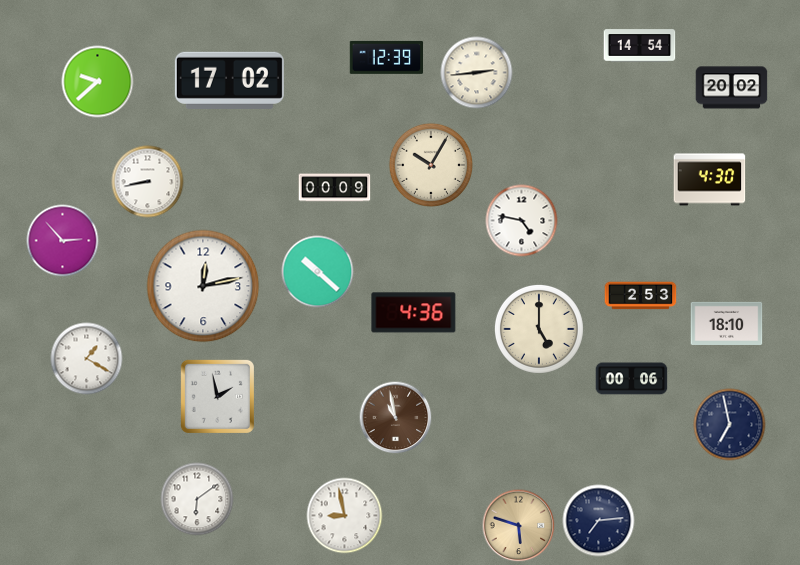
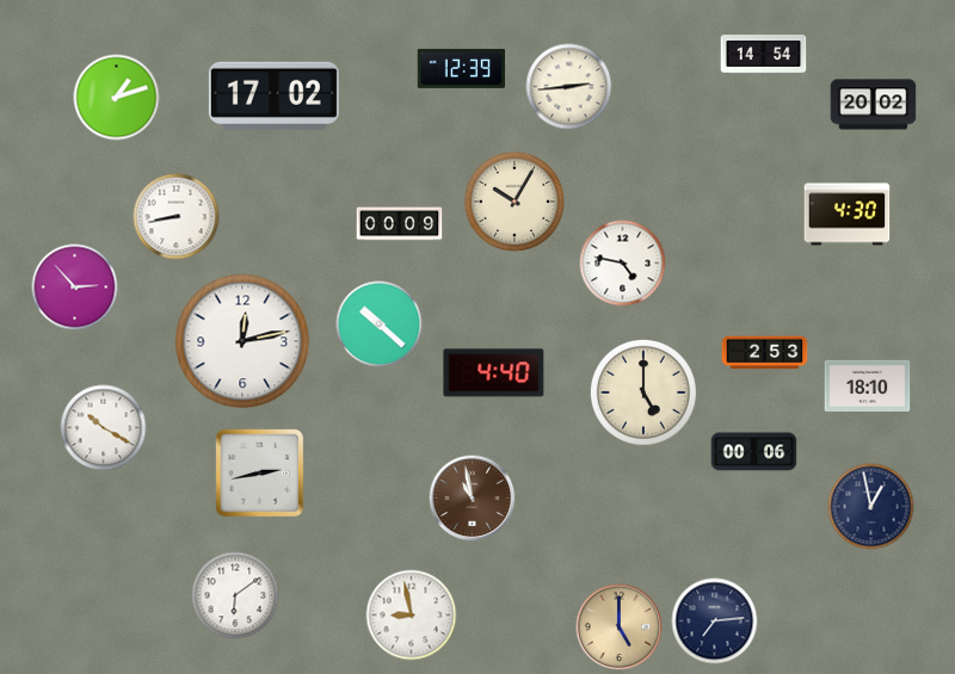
clock at (98, 82): 9:38 -> 1:12
clock at (431, 165) position: (431, 165) -> (515, 202)
clock at (414, 313): 4:36 -> 4:40
clock at (87, 359): 1:20 -> 10:20
clock at (217, 396): 1:58 -> 2:43
clock at (730, 425): 6:58 -> 12:58
clock at (519, 526): 5:48 -> 5:00
